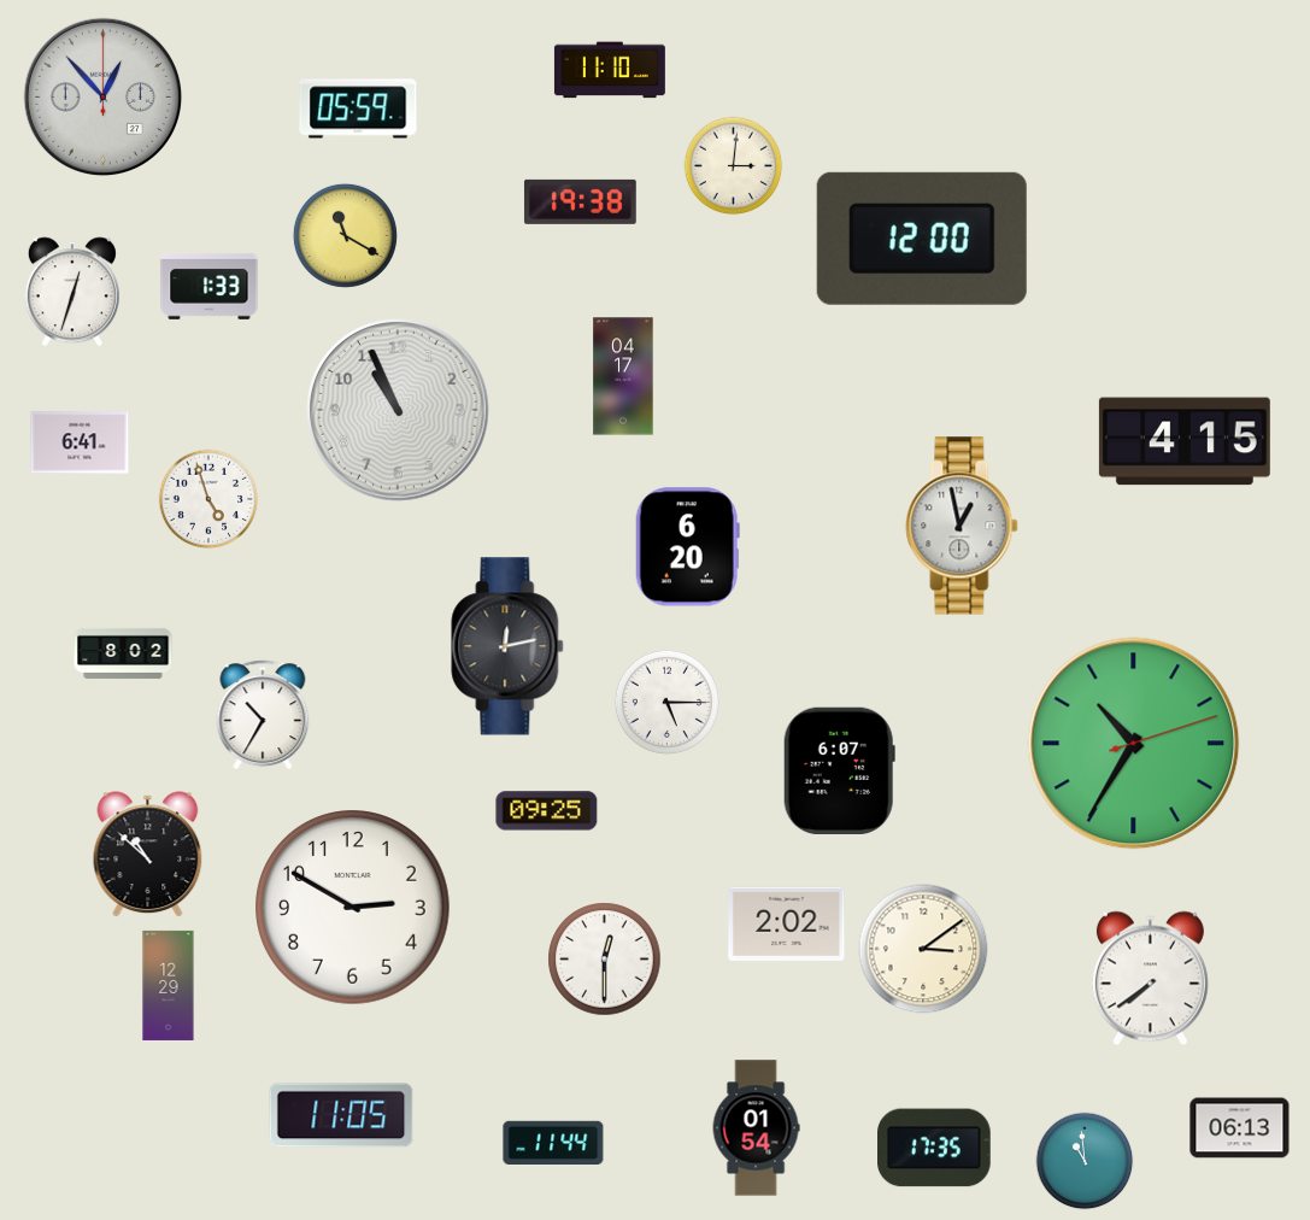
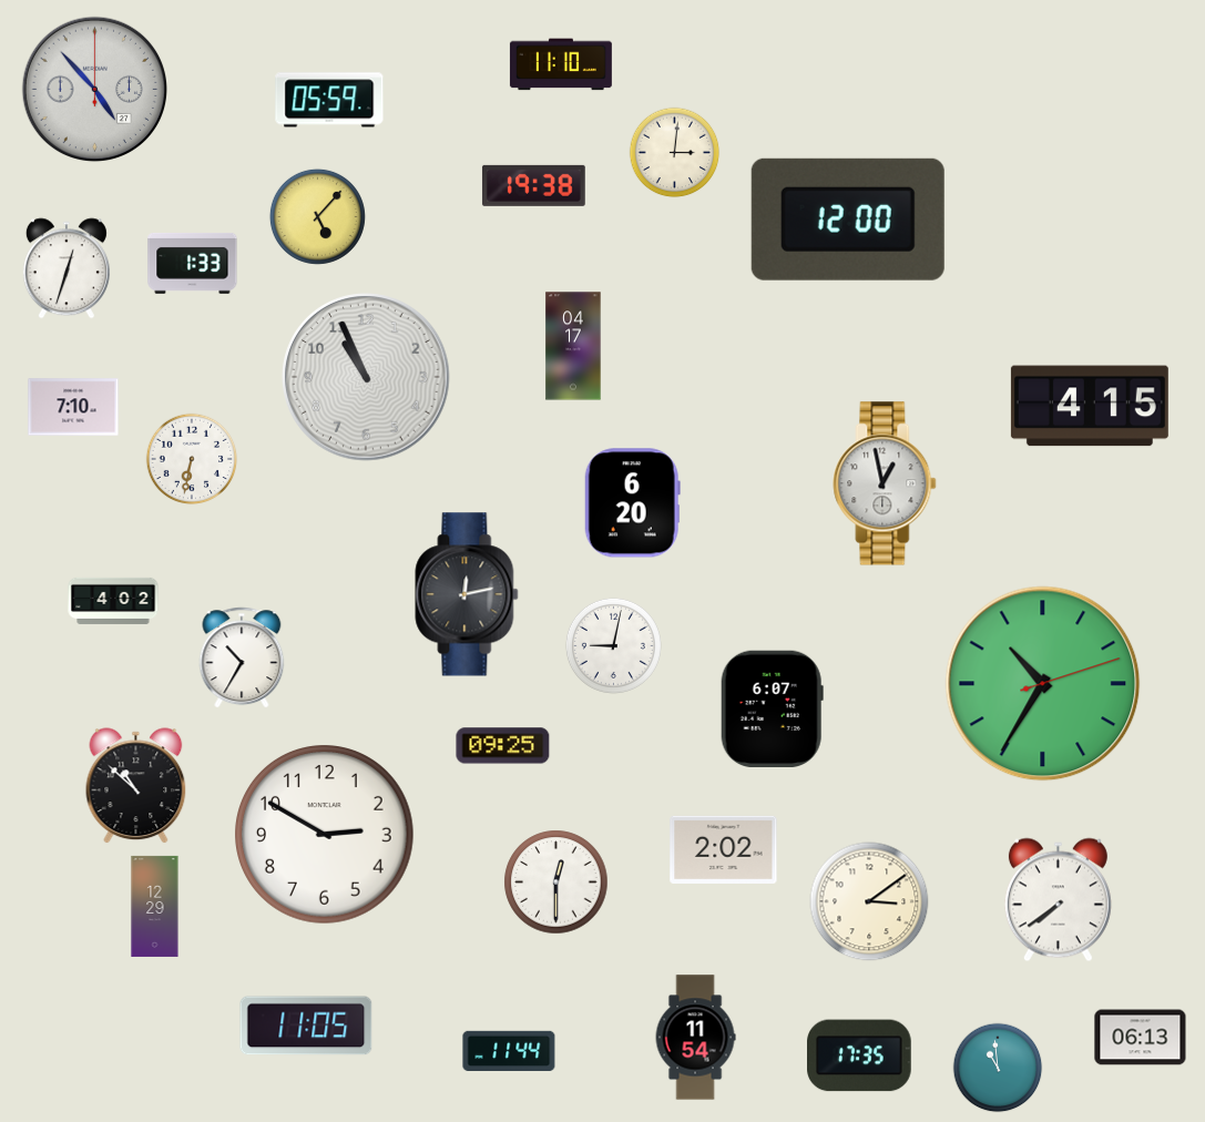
clock at (102, 96): 12:53 -> 4:53
clock at (345, 235): 11:20 -> 5:07
clock at (80, 442): 6:41 -> 7:10
clock at (208, 499): 4:57 -> 6:32
clock at (123, 653): 8:02 -> 4:02
clock at (666, 702): 5:15 -> 9:02
clock at (923, 949) position: (923, 949) -> (869, 901)
clock at (341, 1115) position: (341, 1115) -> (306, 1026)
clock at (756, 1128): 01:54 -> 11:54
